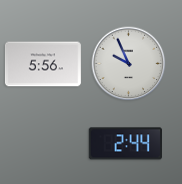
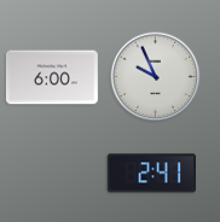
clock at (43, 64): 5:56 -> 6:00
clock at (125, 144): 2:44 -> 2:41
